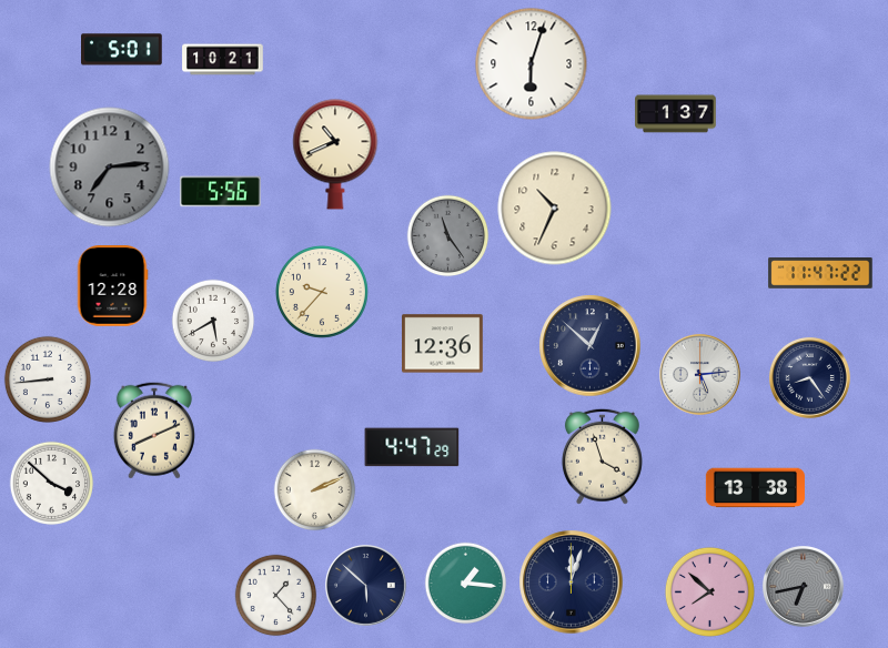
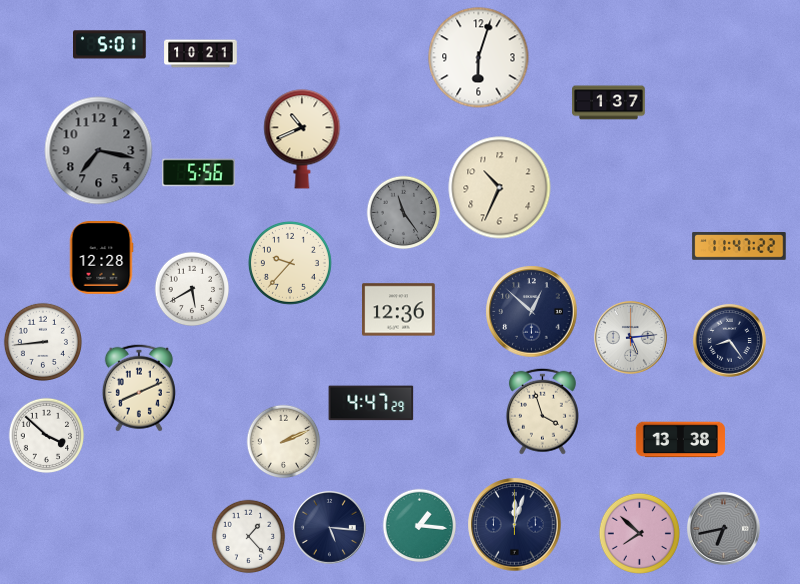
clock at (110, 168): 7:14 -> 7:17
clock at (365, 585): 5:52 -> 5:16
